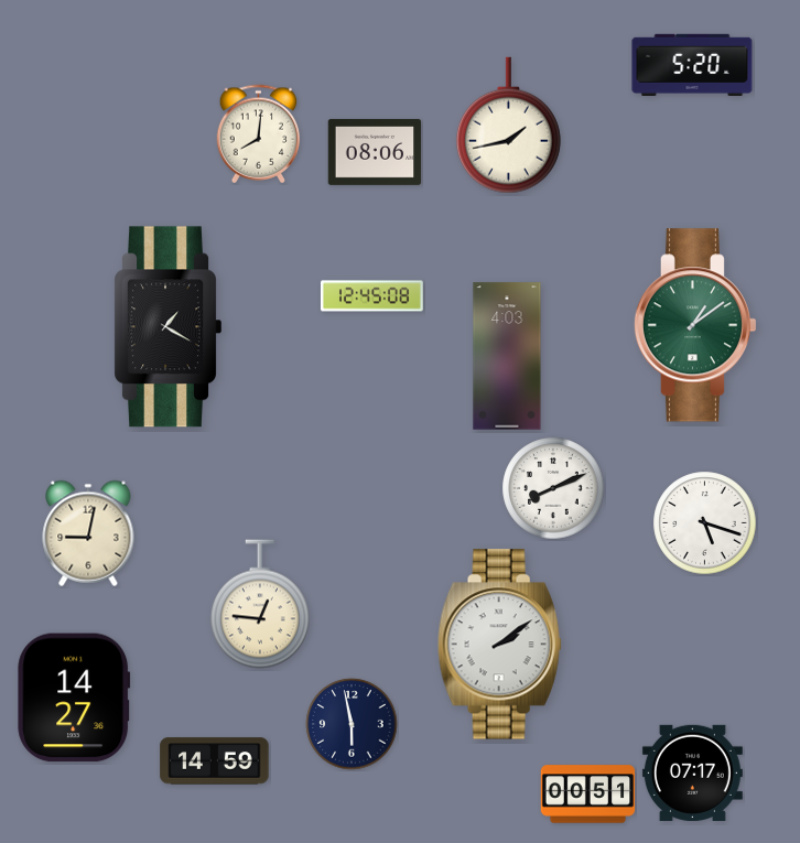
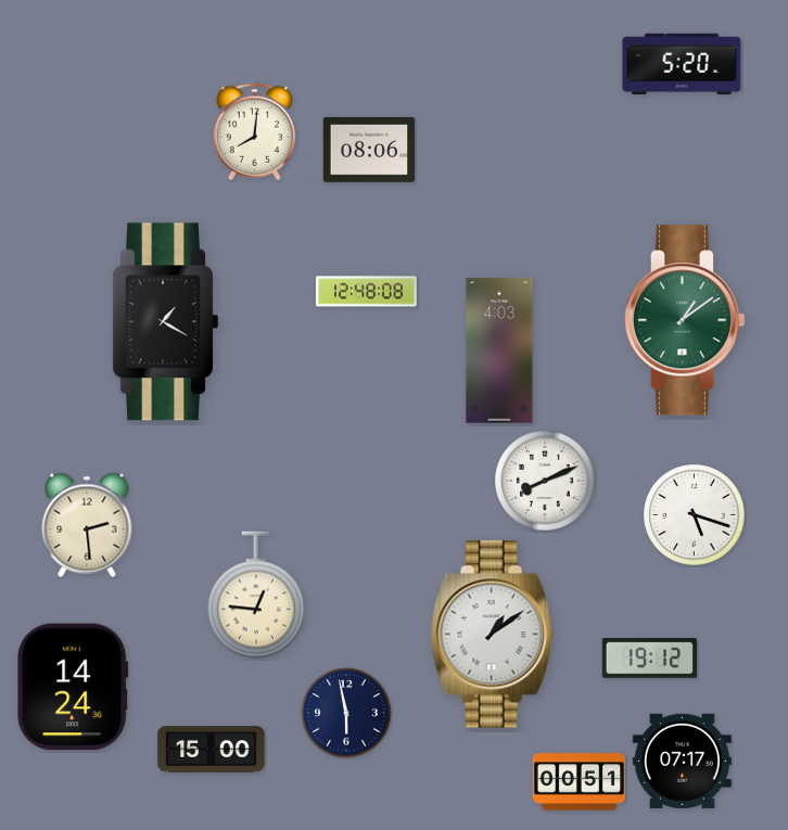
clock at (508, 126): 1:43 -> none
clock at (372, 296): 12:45 -> 12:48
clock at (88, 533): 9:02 -> 2:29
clock at (499, 645): 2:09 -> 1:09
clock at (649, 659): none -> 19:12
clock at (74, 698): 14:27 -> 14:24
clock at (215, 761): 14:59 -> 15:00
